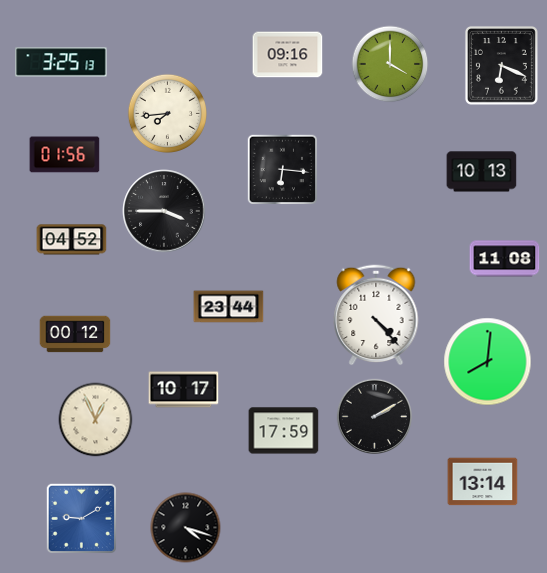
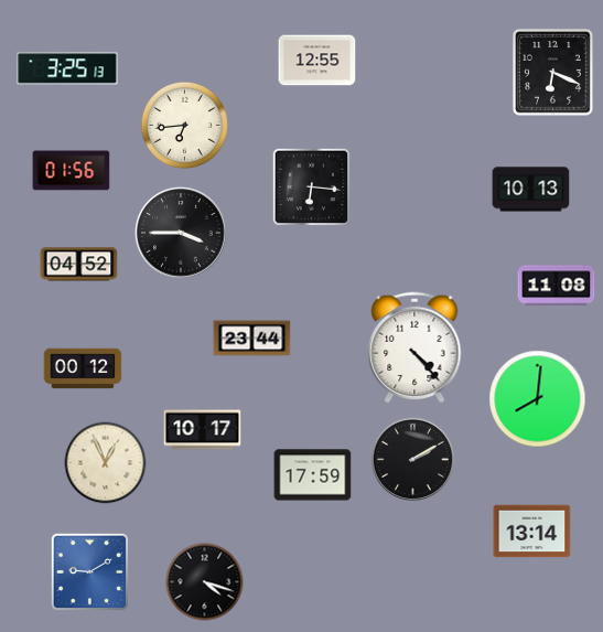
clock at (288, 55): 09:16 -> 12:55
clock at (390, 64): 4:00 -> none
clock at (167, 113): 7:44 -> 6:44
